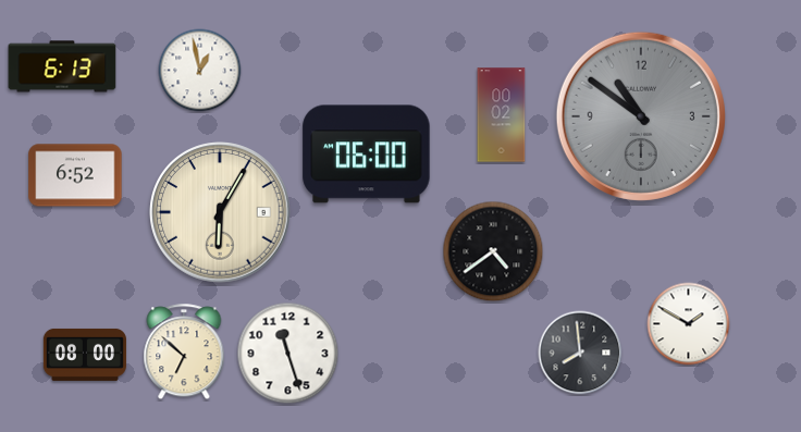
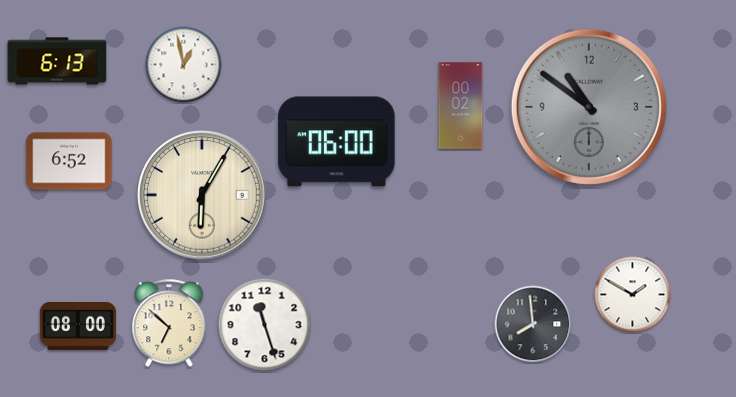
clock at (493, 251): 4:39 -> none
clock at (689, 324) position: (689, 324) -> (633, 295)
